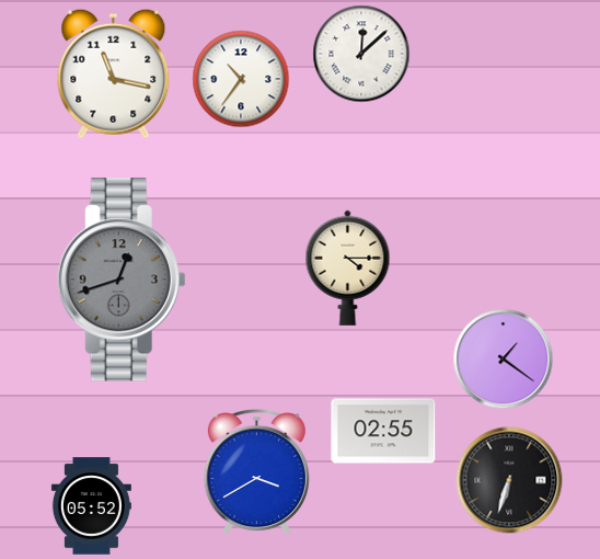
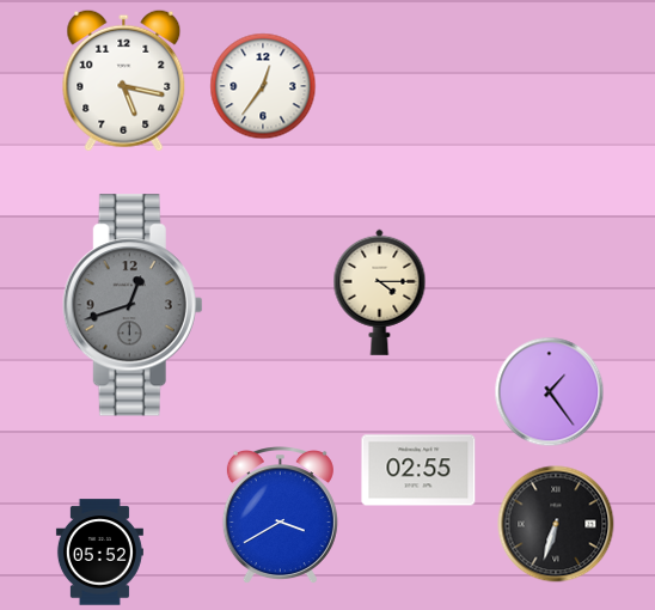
clock at (361, 54): 12:08 -> none
clock at (114, 73): 11:17 -> 5:17
clock at (241, 79): 10:36 -> 12:36
clock at (504, 360): 1:21 -> 1:24
